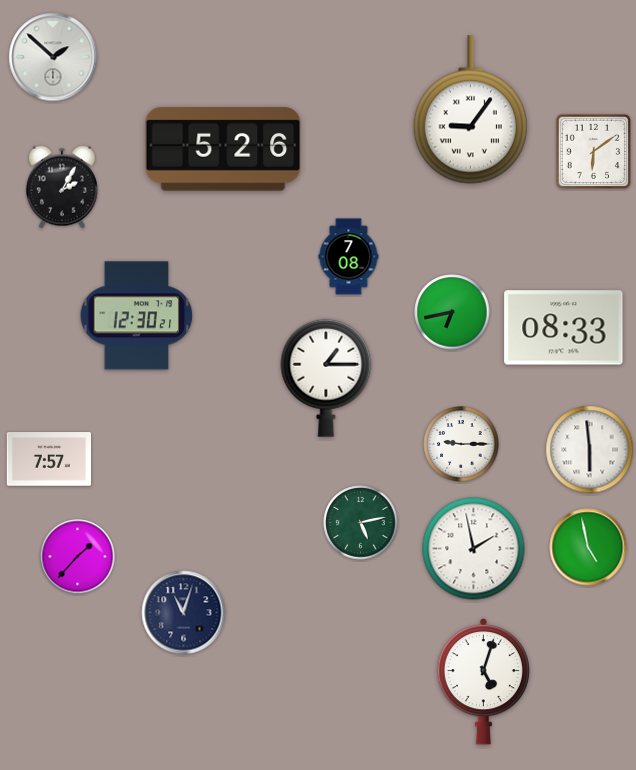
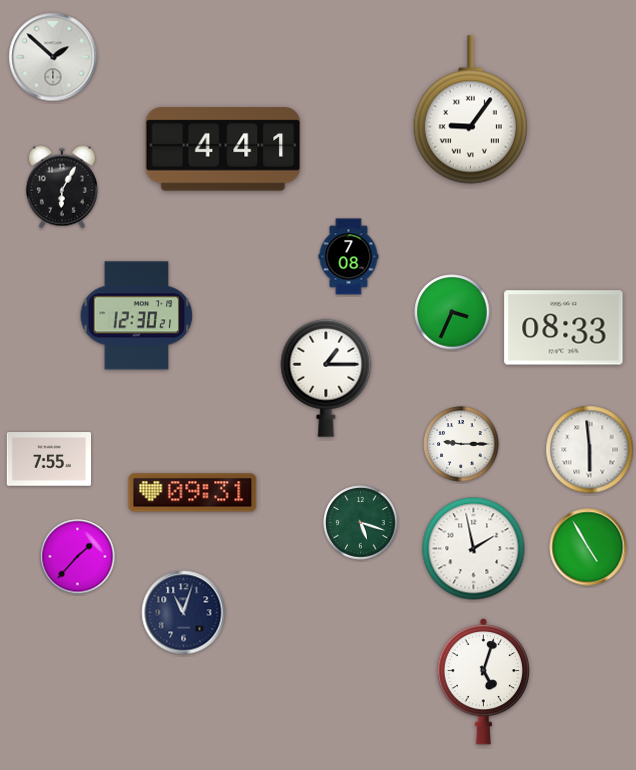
clock at (223, 149): 5:26 -> 4:41
clock at (593, 151): 6:09 -> none
clock at (62, 187): 2:05 -> 6:05
clock at (452, 312): 6:43 -> 3:34
clock at (48, 459): 7:57 -> 7:55
clock at (193, 493): none -> 09:31
clock at (361, 523): 5:13 -> 5:18
clock at (588, 547): 4:58 -> 4:55
